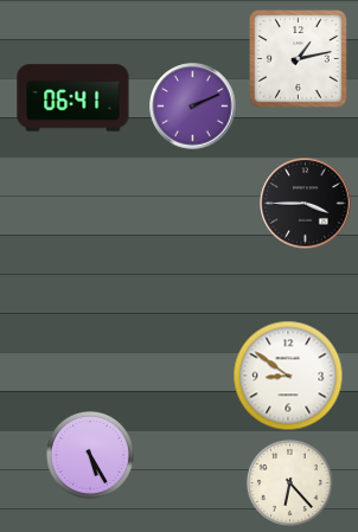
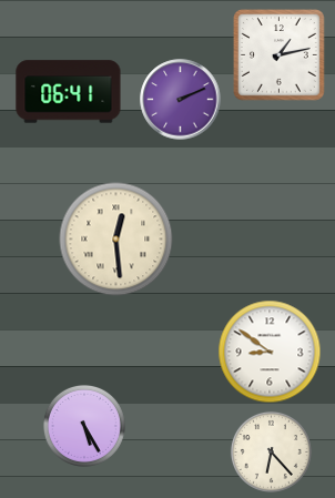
clock at (306, 204): 3:45 -> none
clock at (116, 240): none -> 12:29
